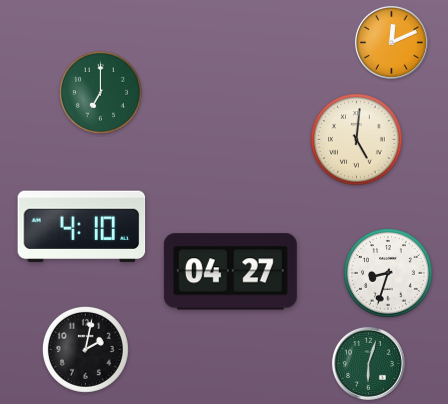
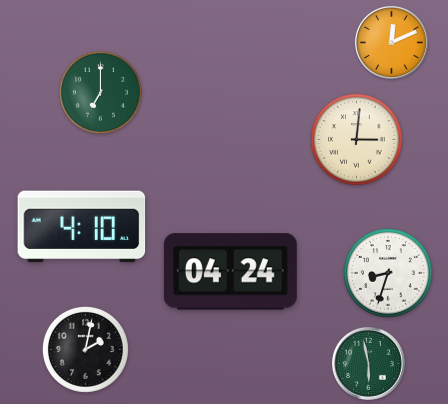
clock at (357, 140): 5:01 -> 3:01
clock at (230, 272): 04:27 -> 04:24
clock at (368, 363): 6:03 -> 5:58
